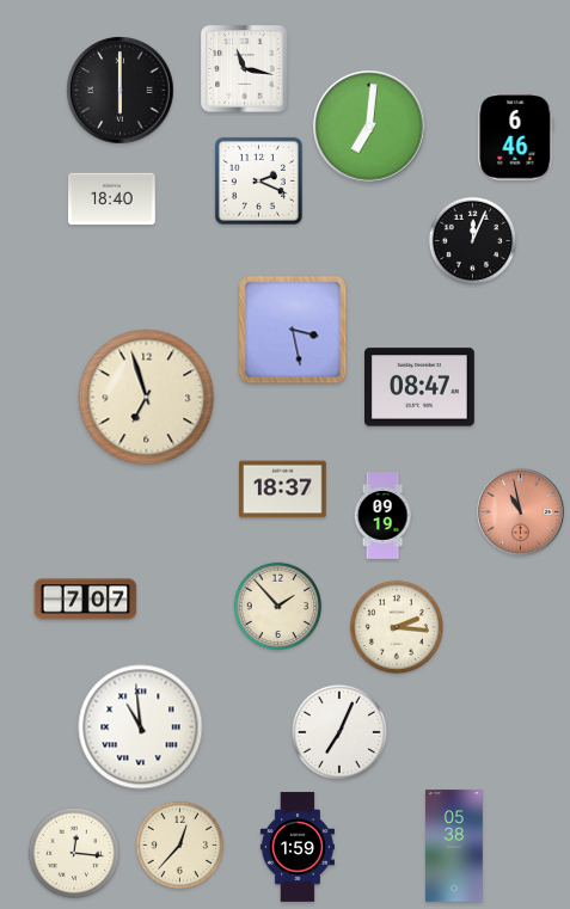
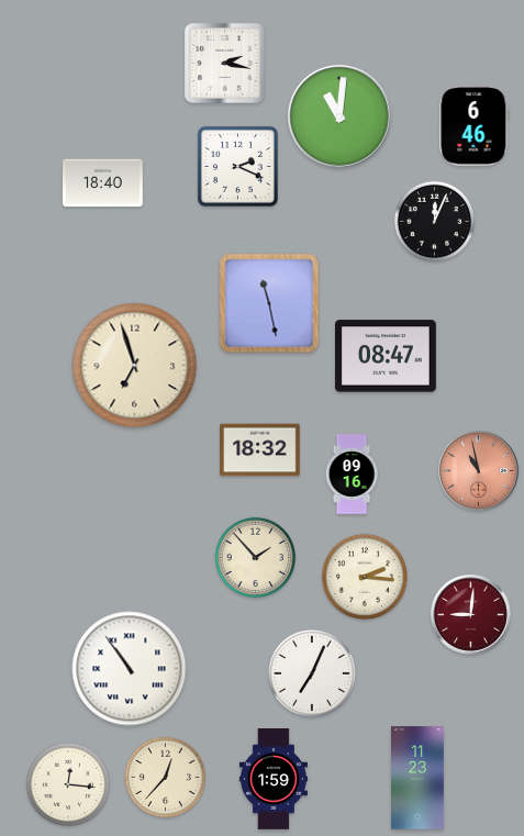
clock at (245, 69): 11:17 -> 2:17
clock at (121, 91): 6:00 -> none
clock at (369, 127): 7:01 -> 11:01
clock at (293, 330): 3:28 -> 11:28
clock at (283, 490): 18:37 -> 18:32
clock at (382, 516): 09:19 -> 09:16
clock at (86, 600): 7:07 -> none
clock at (470, 614): none -> 9:01
clock at (141, 727): 10:59 -> 10:54
clock at (455, 846): 05:38 -> 11:23
